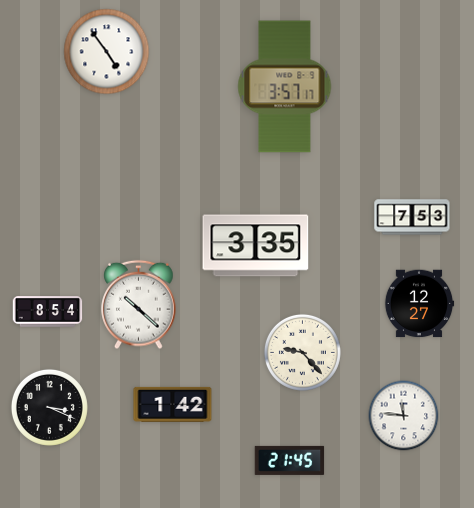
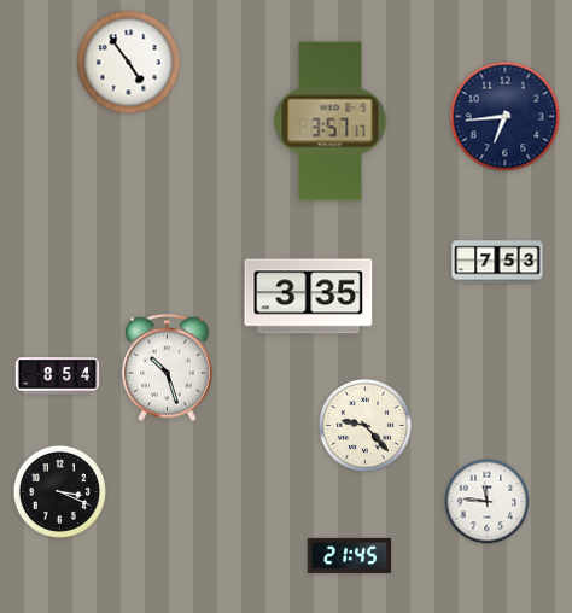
clock at (285, 87) position: (285, 87) -> (331, 122)
clock at (506, 117): none -> 6:44
clock at (419, 304): 12:27 -> none
clock at (139, 305): 10:22 -> 10:27
clock at (173, 404): 1:42 -> none
